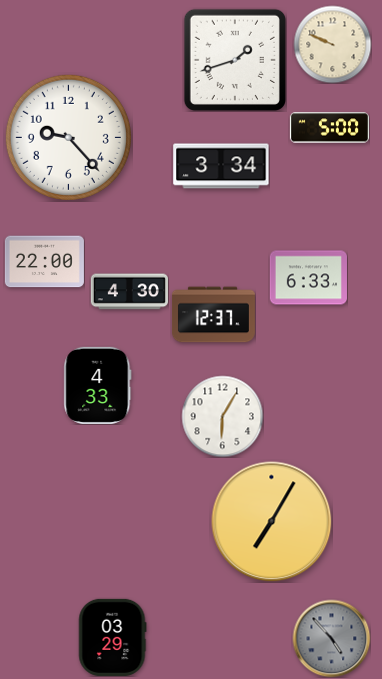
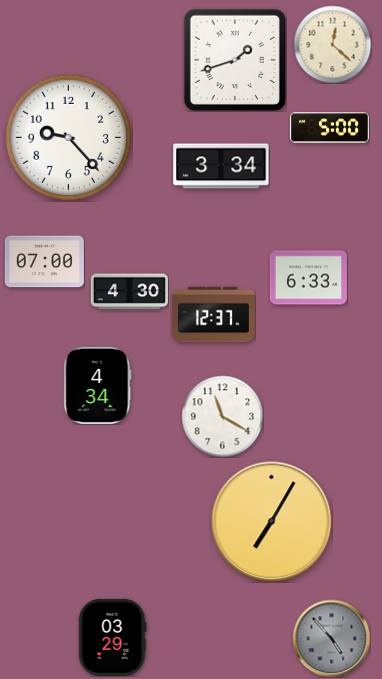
clock at (332, 44): 9:49 -> 12:22
clock at (44, 262): 22:00 -> 07:00
clock at (98, 385): 4:33 -> 4:34
clock at (222, 416): 6:05 -> 11:20
